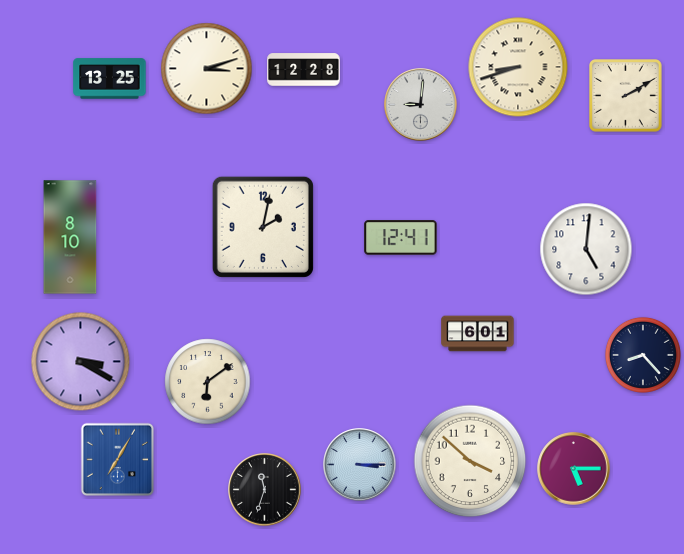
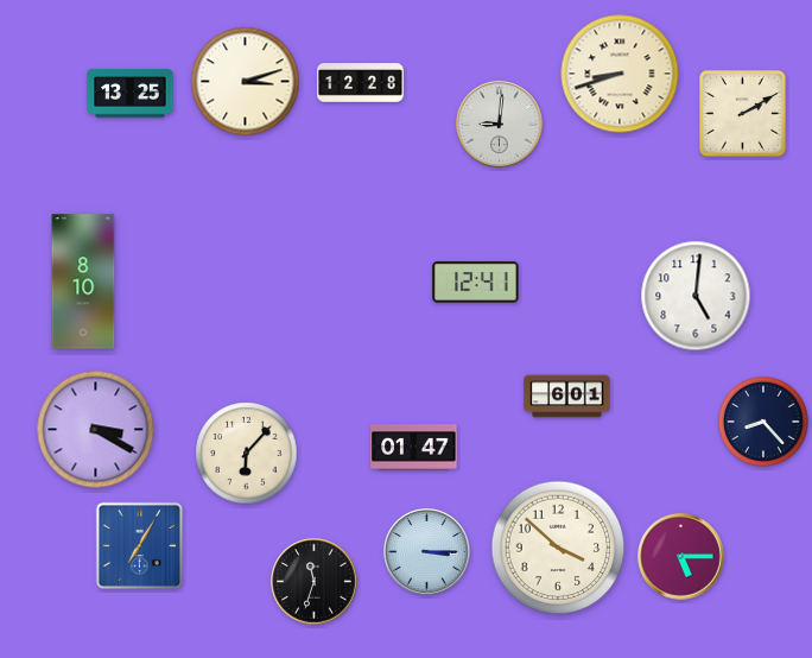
clock at (518, 67) position: (518, 67) -> (620, 74)
clock at (263, 227): 2:02 -> none
clock at (414, 448): none -> 01:47
clock at (208, 382): 6:09 -> 6:07
